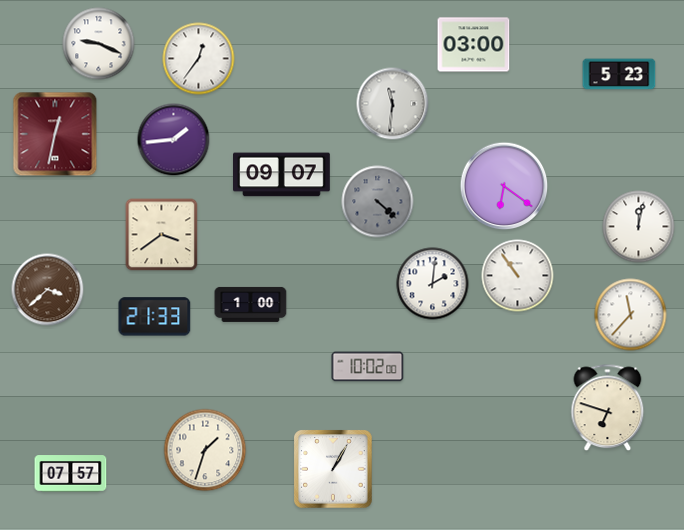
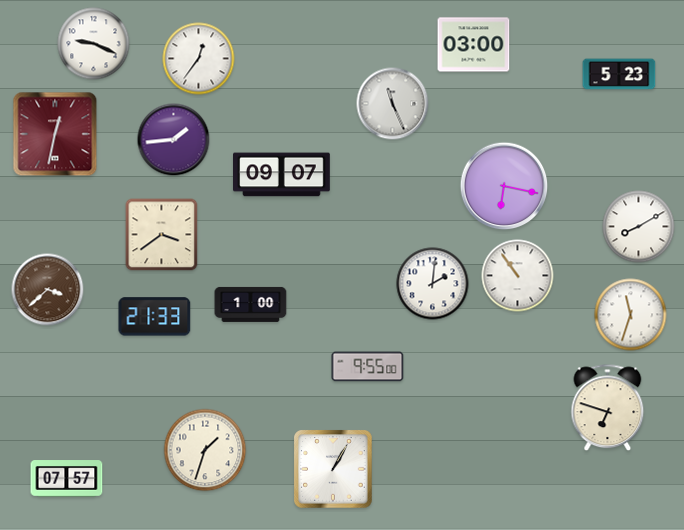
clock at (99, 44) position: (99, 44) -> (94, 44)
clock at (393, 104): 11:31 -> 11:26
clock at (504, 186): 6:21 -> 6:17
clock at (378, 202): 4:22 -> none
clock at (639, 227): 12:02 -> 8:10
clock at (631, 315): 11:37 -> 11:33
clock at (368, 367): 10:02 -> 9:55
clock at (71, 474) position: (71, 474) -> (67, 479)
